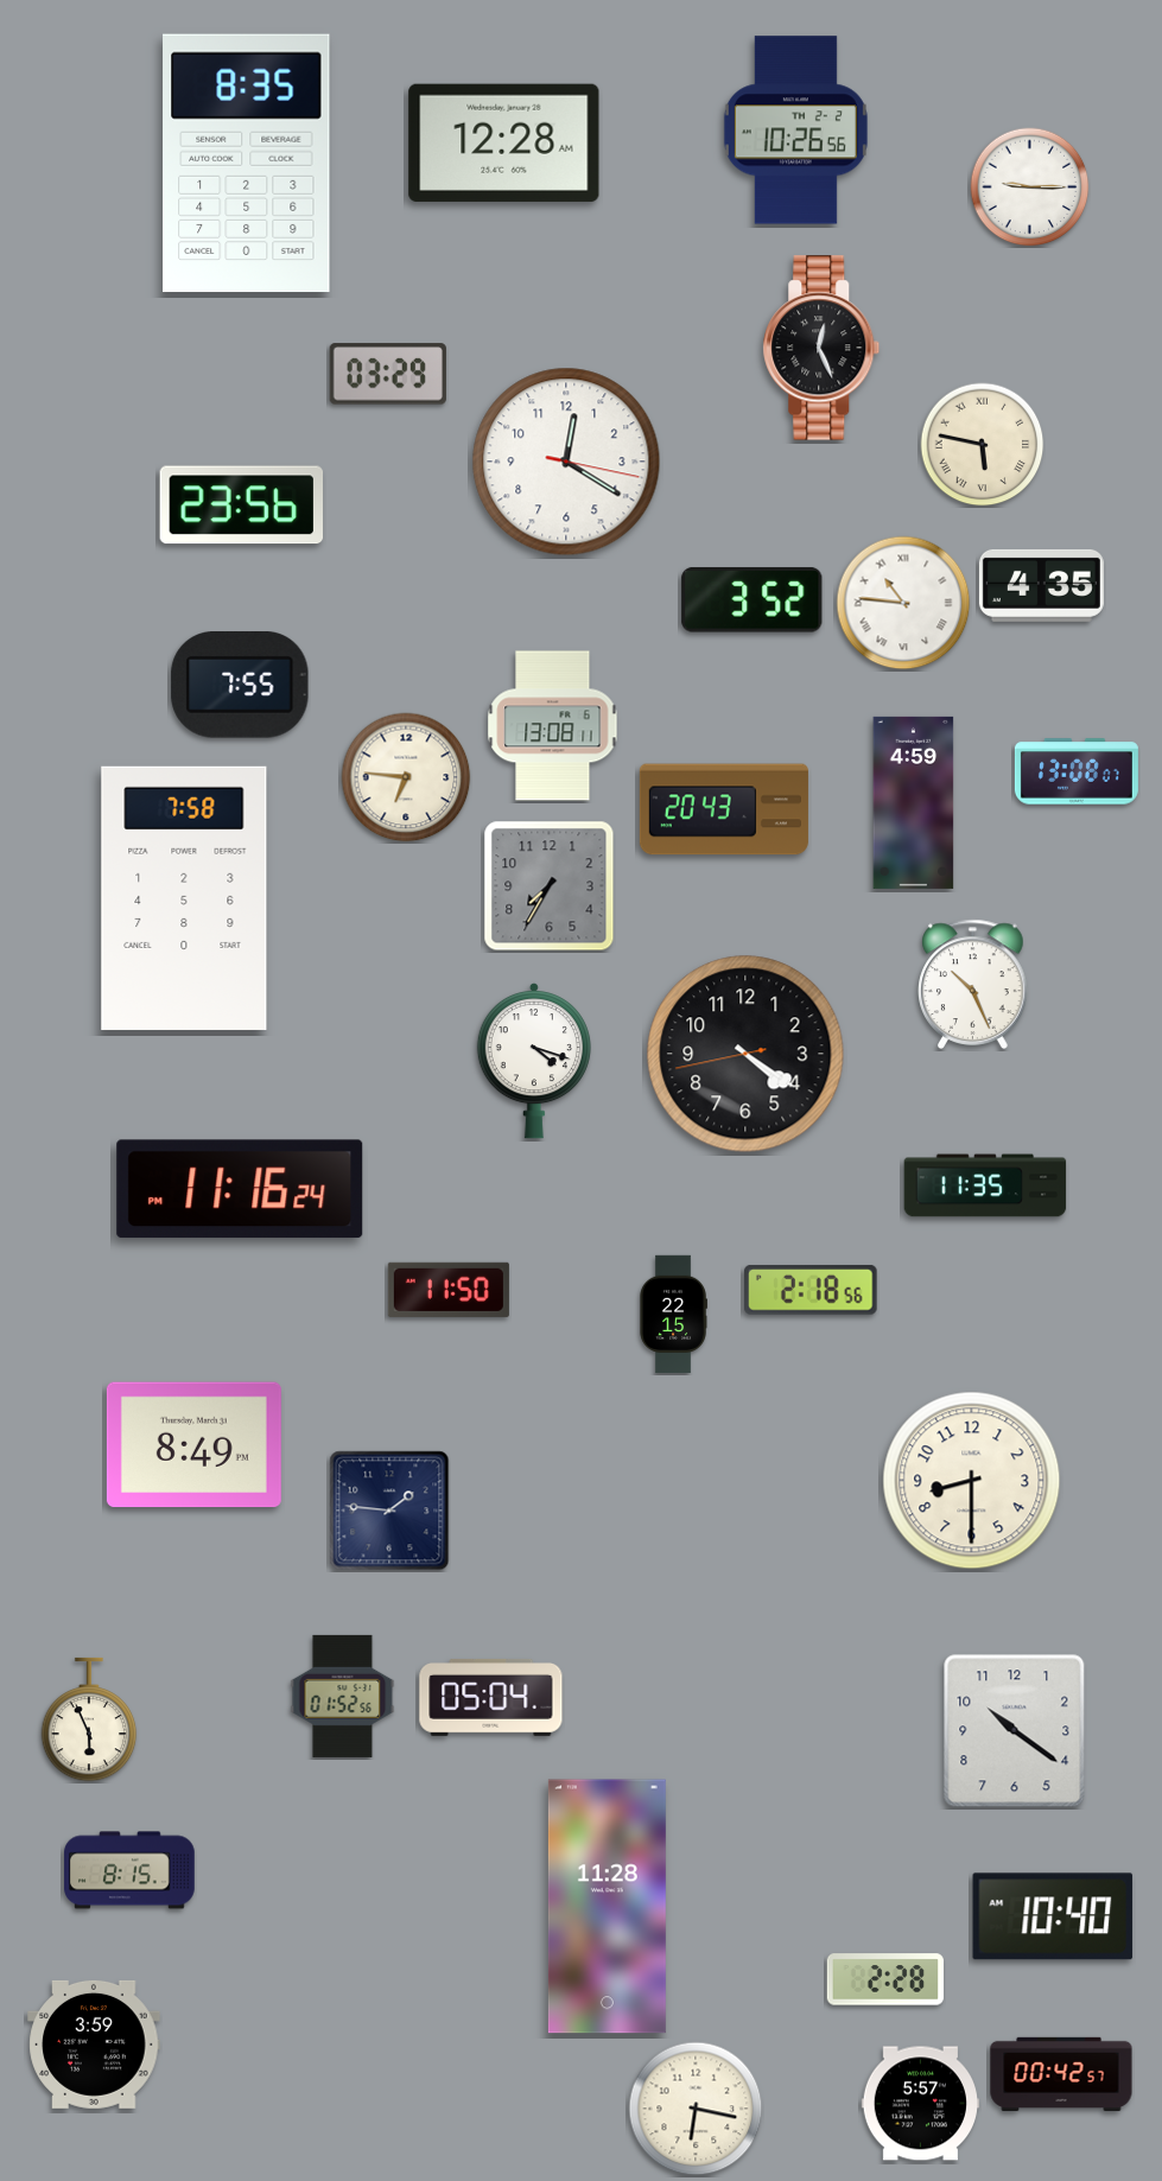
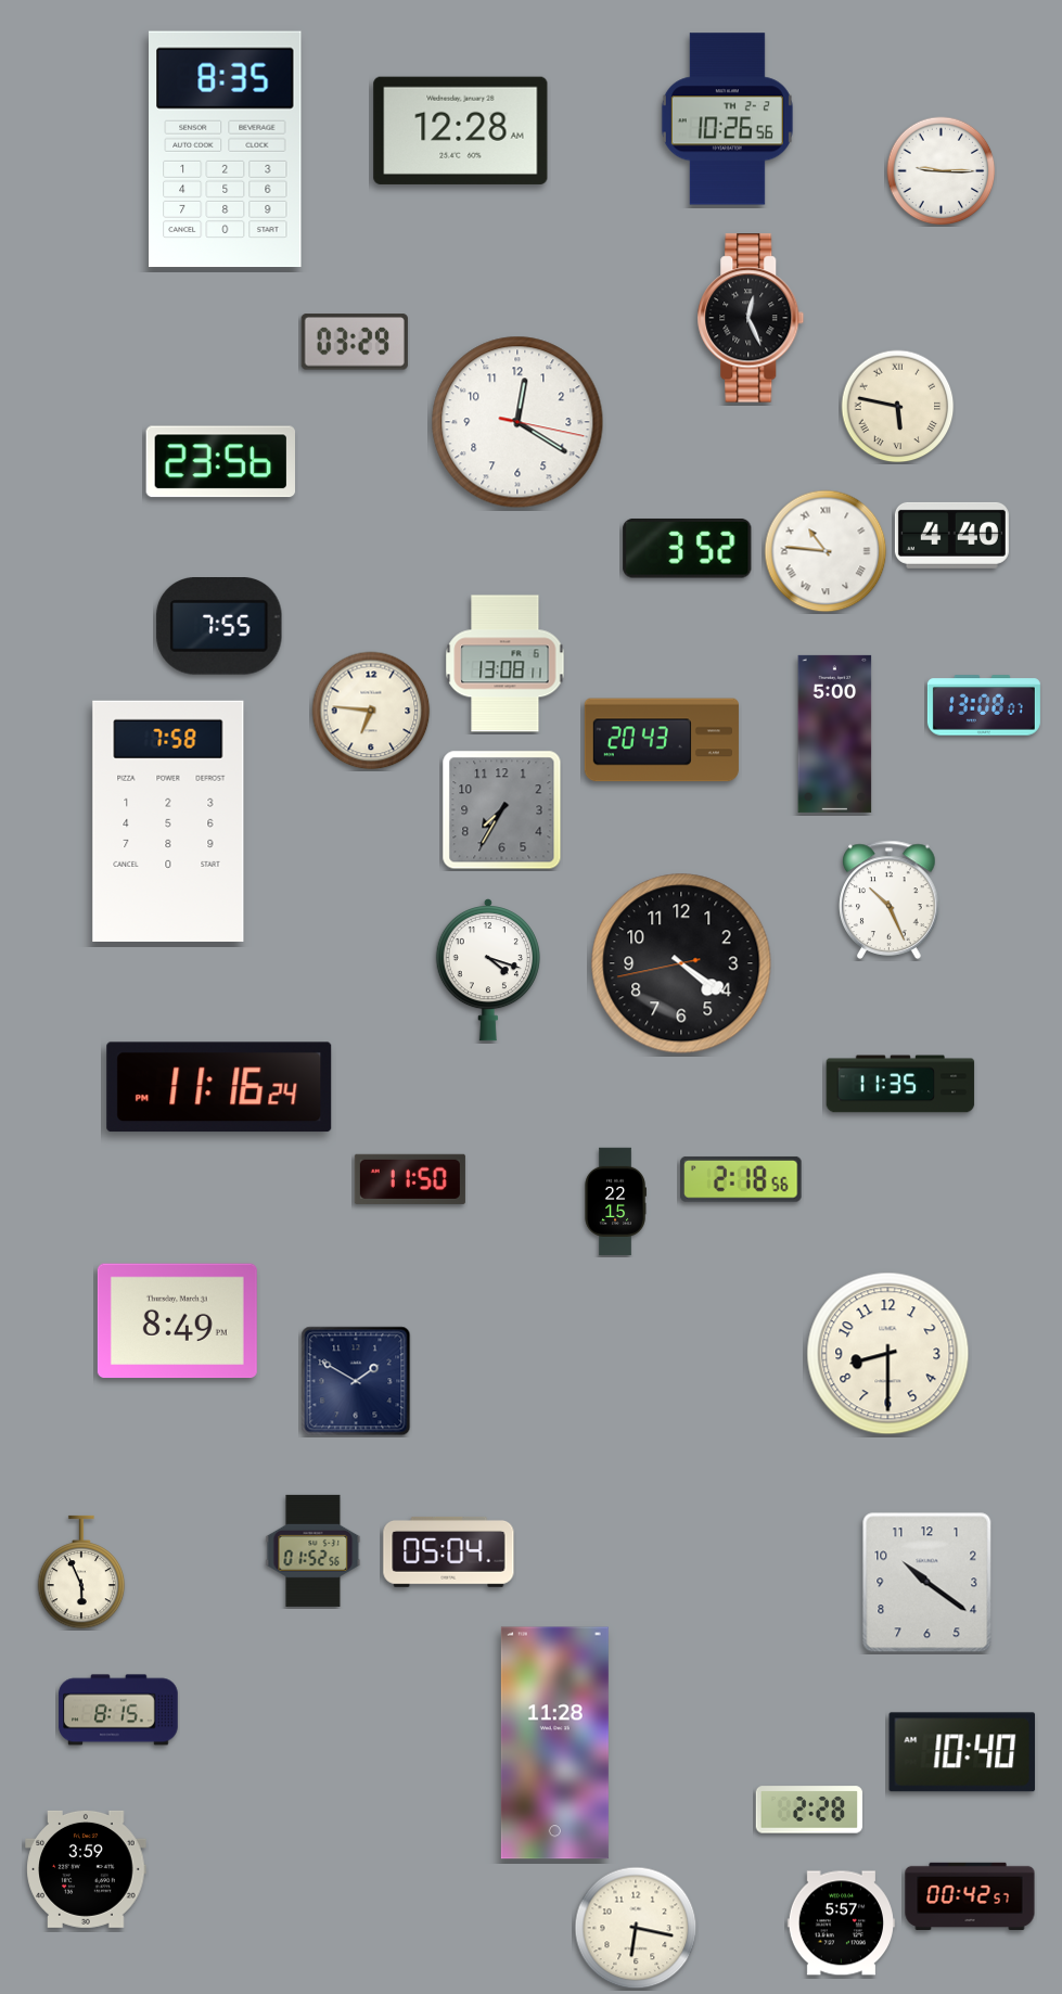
clock at (1041, 585): 4:35 -> 4:40
clock at (914, 802): 4:59 -> 5:00
clock at (389, 1511): 1:46 -> 1:50
